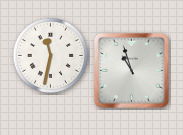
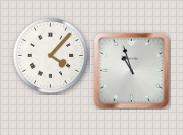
clock at (50, 55): 11:32 -> 4:07
